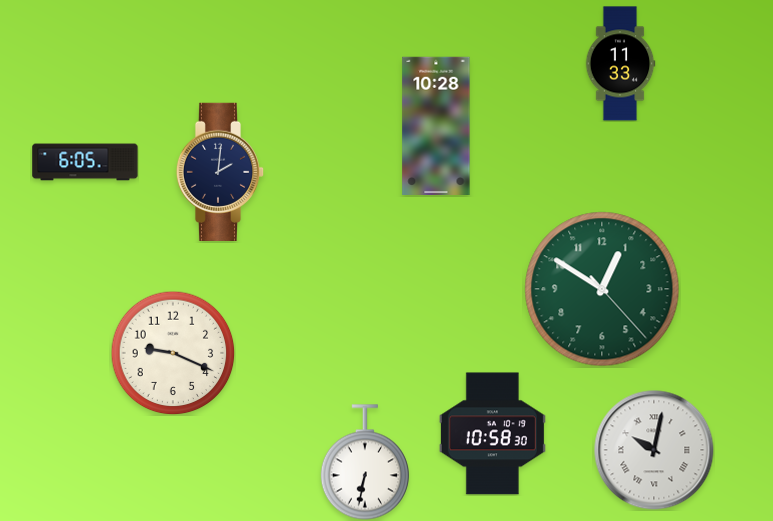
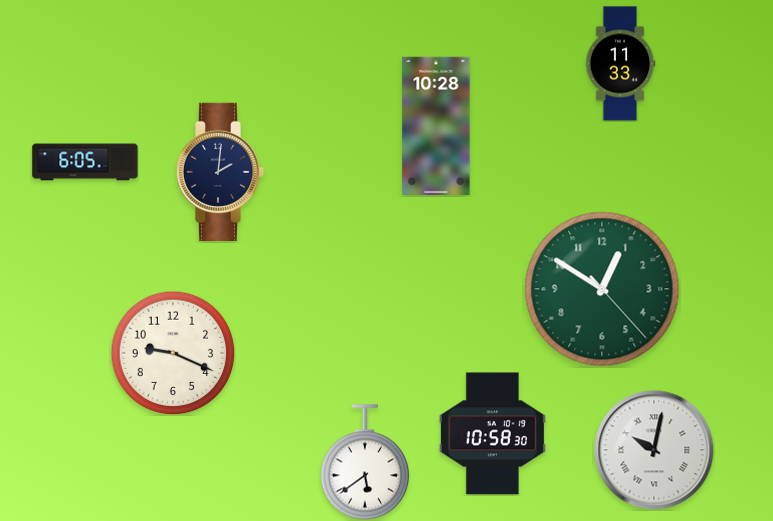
clock at (365, 462): 6:32 -> 5:39
